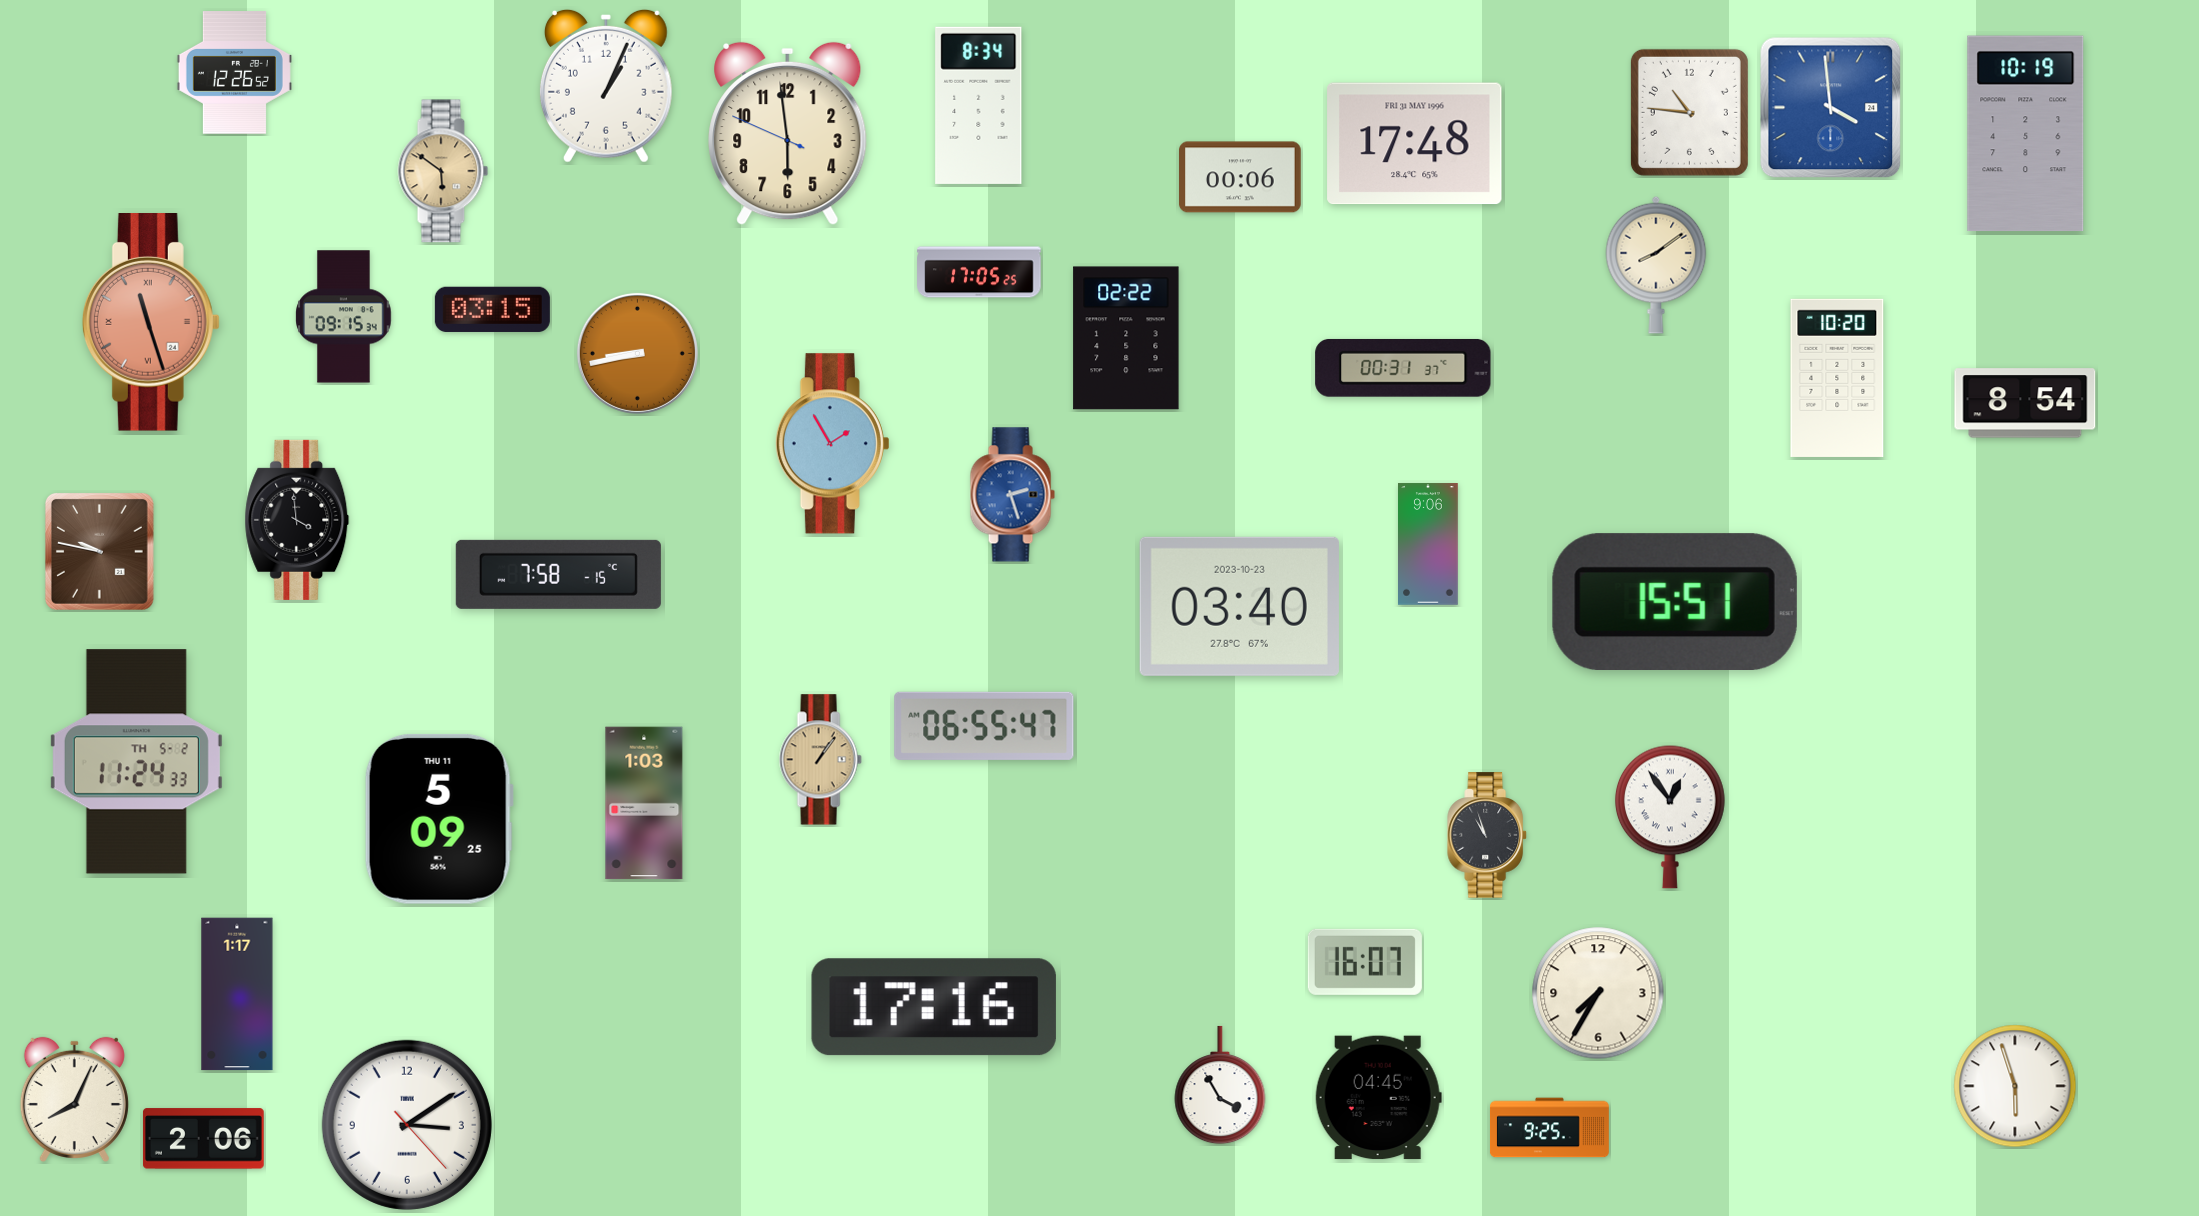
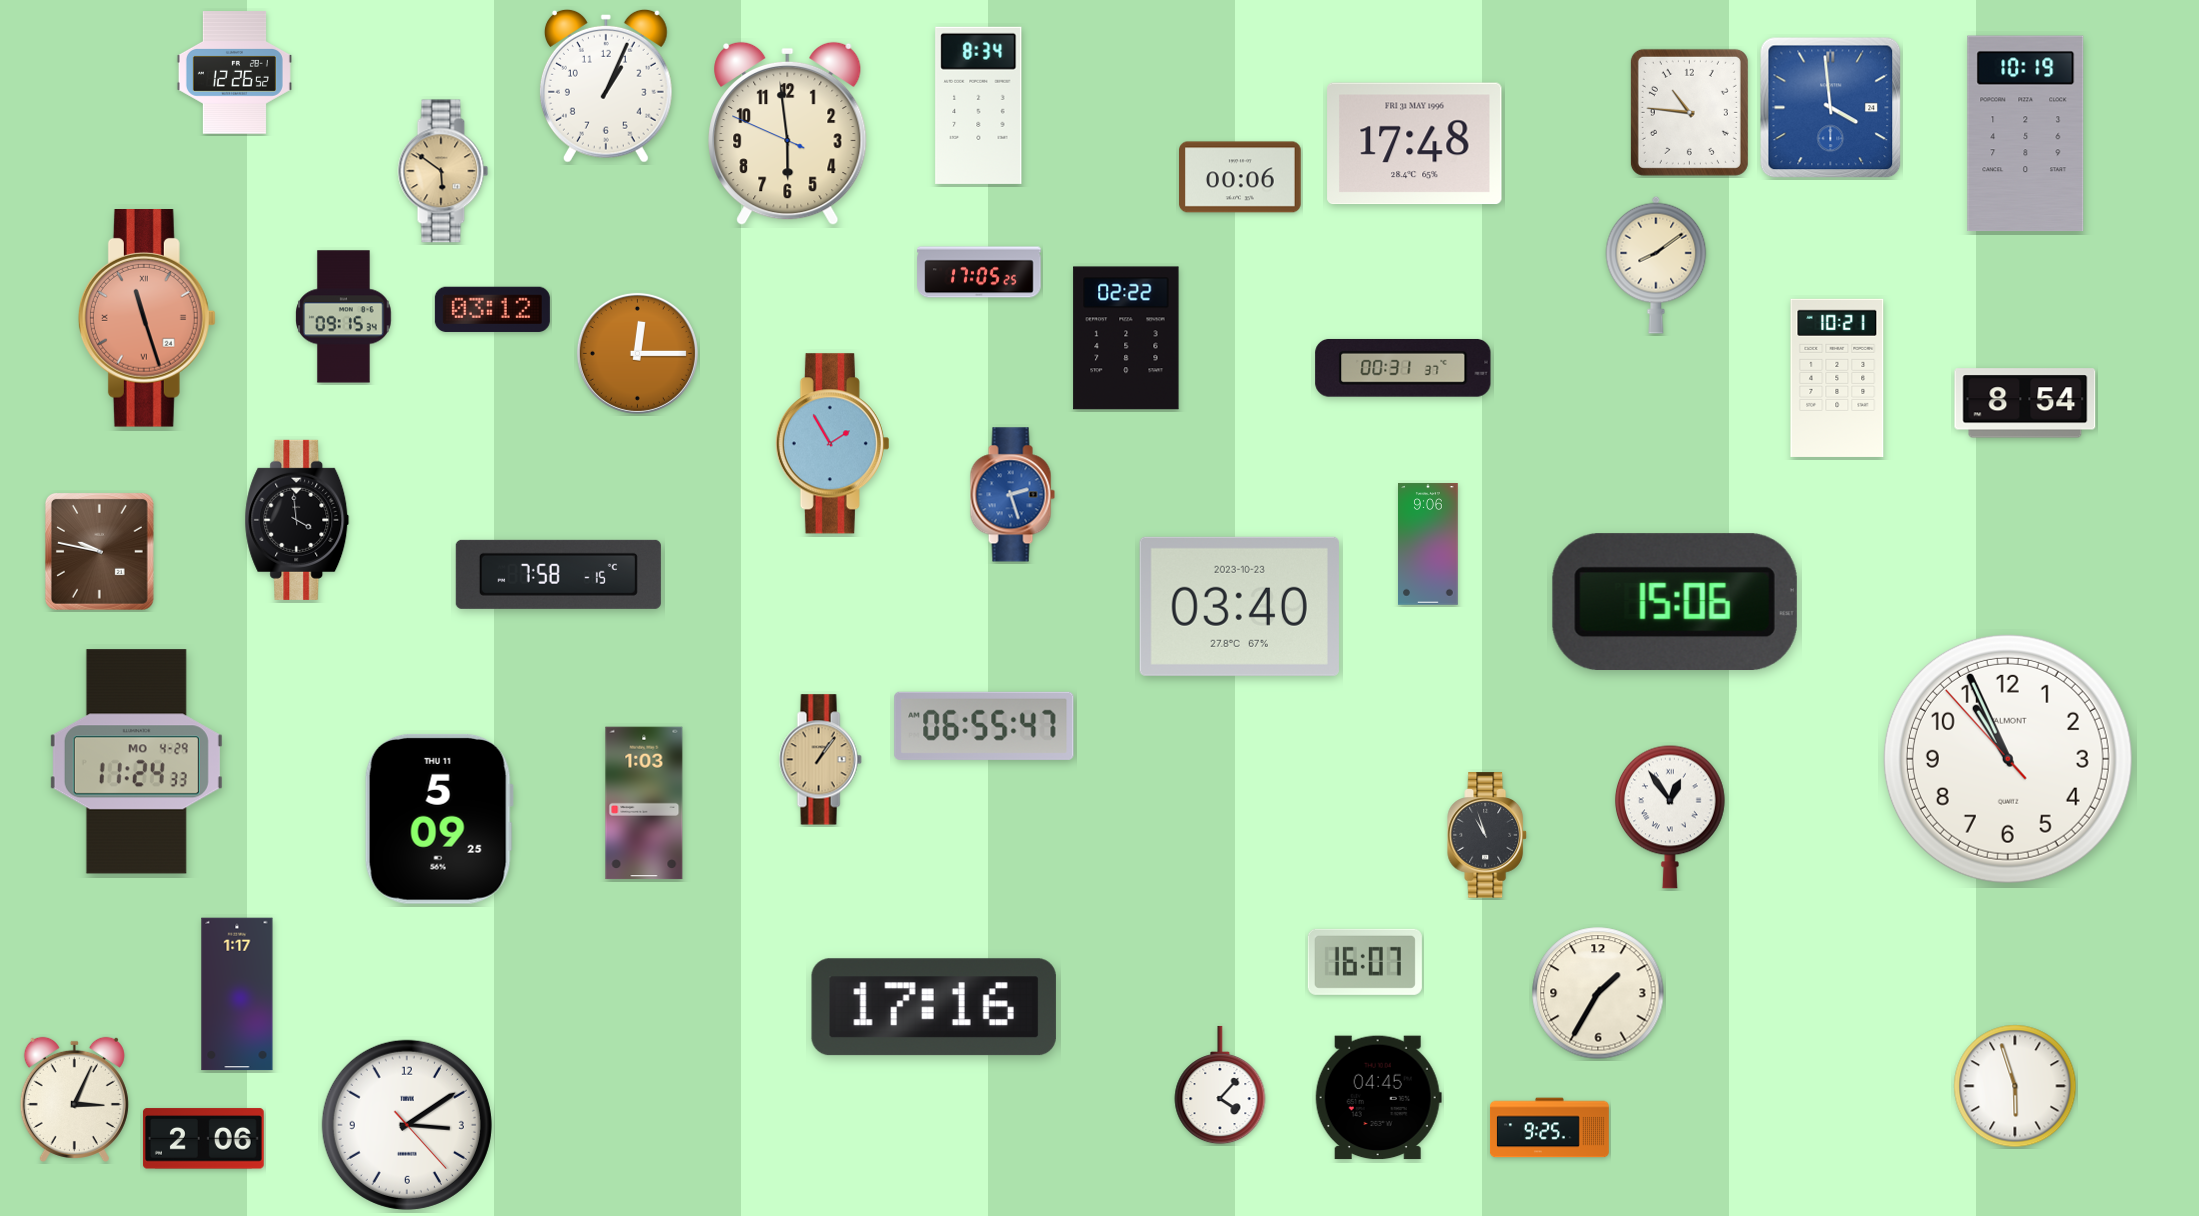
clock at (492, 309): 03:15 -> 03:12
clock at (151, 323) position: (151, 323) -> (147, 319)
clock at (637, 353): 8:43 -> 12:15
clock at (1837, 378): 10:20 -> 10:21
clock at (1675, 601): 15:51 -> 15:06
clock at (2008, 759): none -> 10:55
clock at (136, 762) date: TH 5-2 -> MO 4-29
clock at (1598, 993): 7:35 -> 1:35
clock at (1220, 1085): 3:55 -> 4:07
clock at (74, 1099): 8:04 -> 3:04
